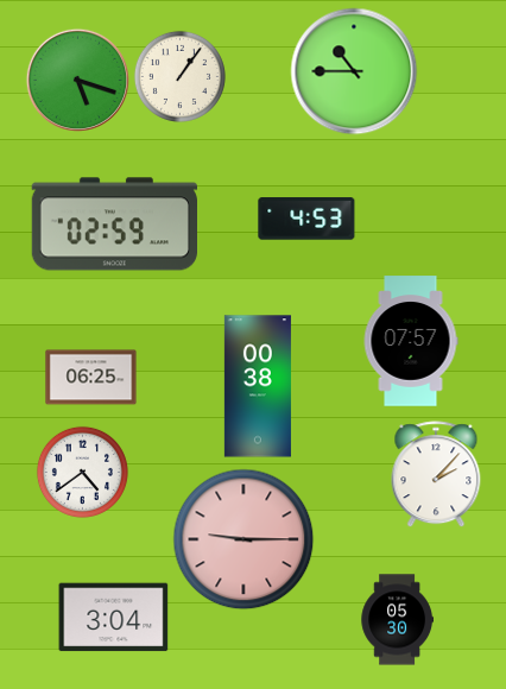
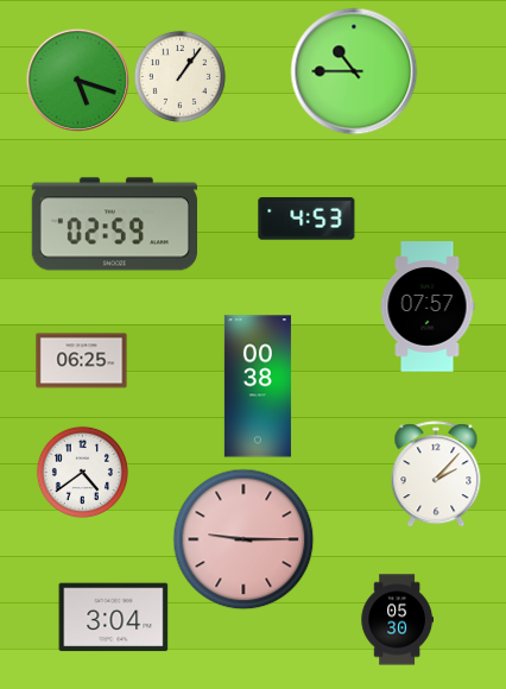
clock at (411, 341) position: (411, 341) -> (428, 306)
clock at (91, 378) position: (91, 378) -> (82, 361)
